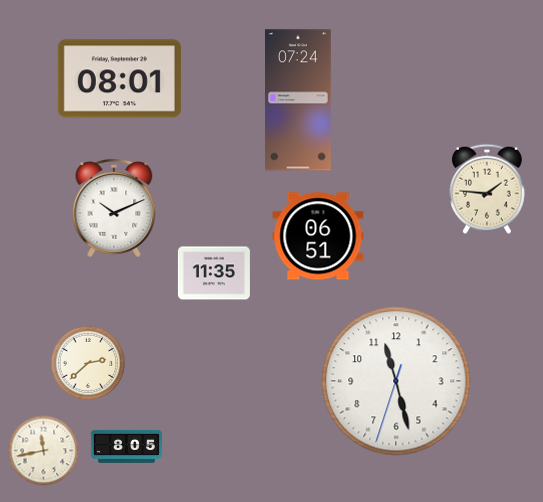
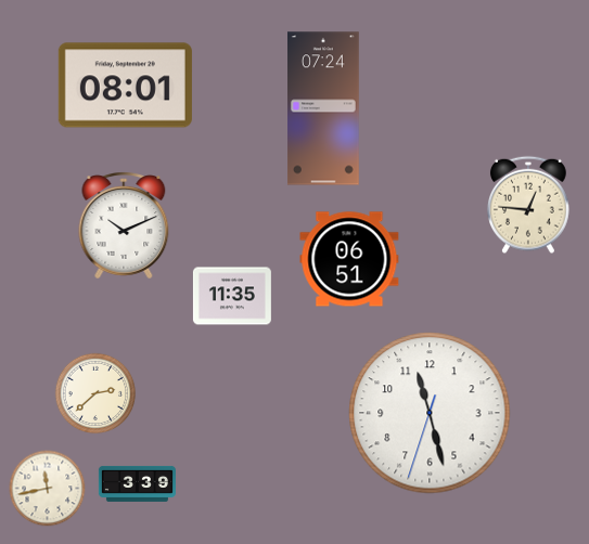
clock at (119, 79) position: (119, 79) -> (125, 86)
clock at (488, 189): 1:46 -> 12:46
clock at (318, 236) position: (318, 236) -> (349, 259)
clock at (126, 446): 8:05 -> 3:39
